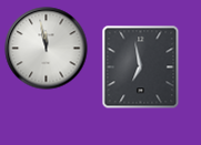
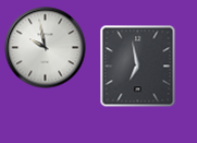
clock at (47, 49): 11:58 -> 9:58
